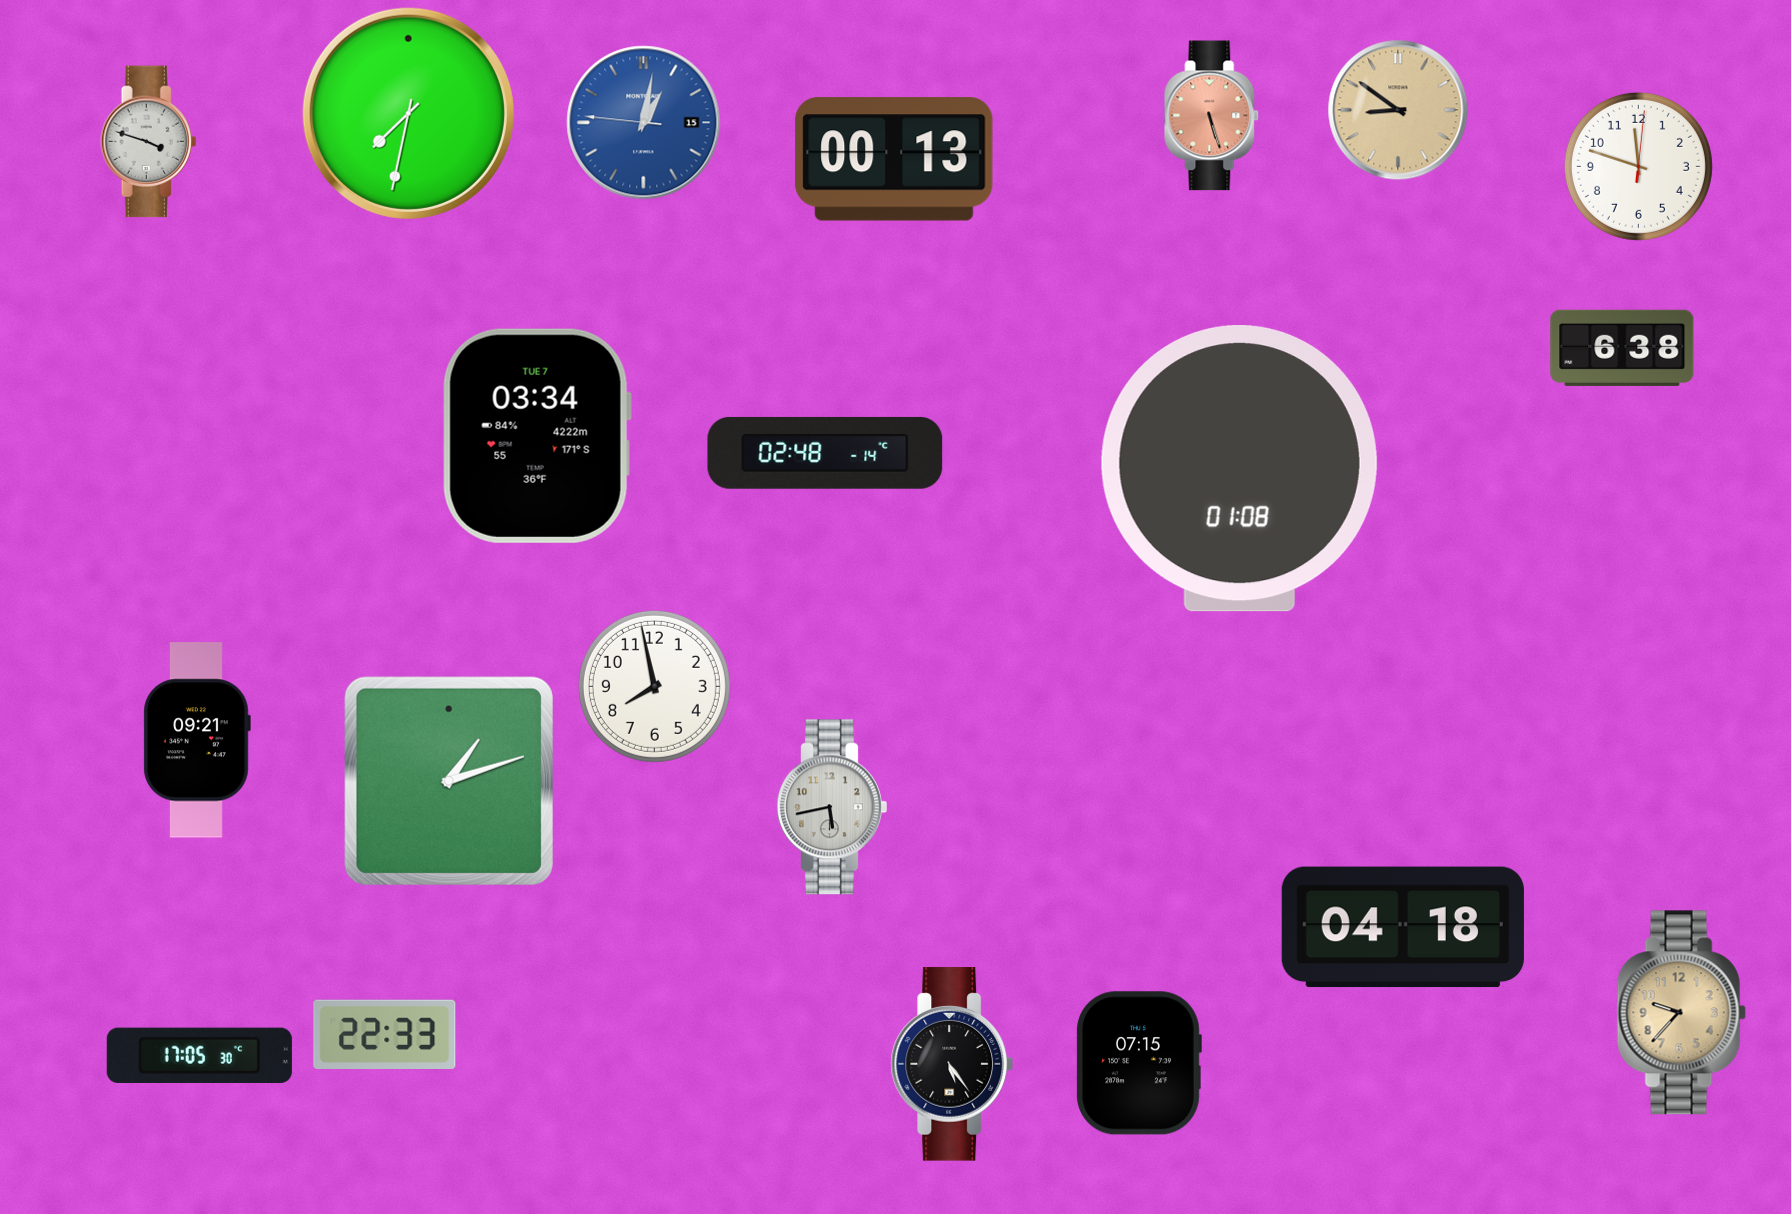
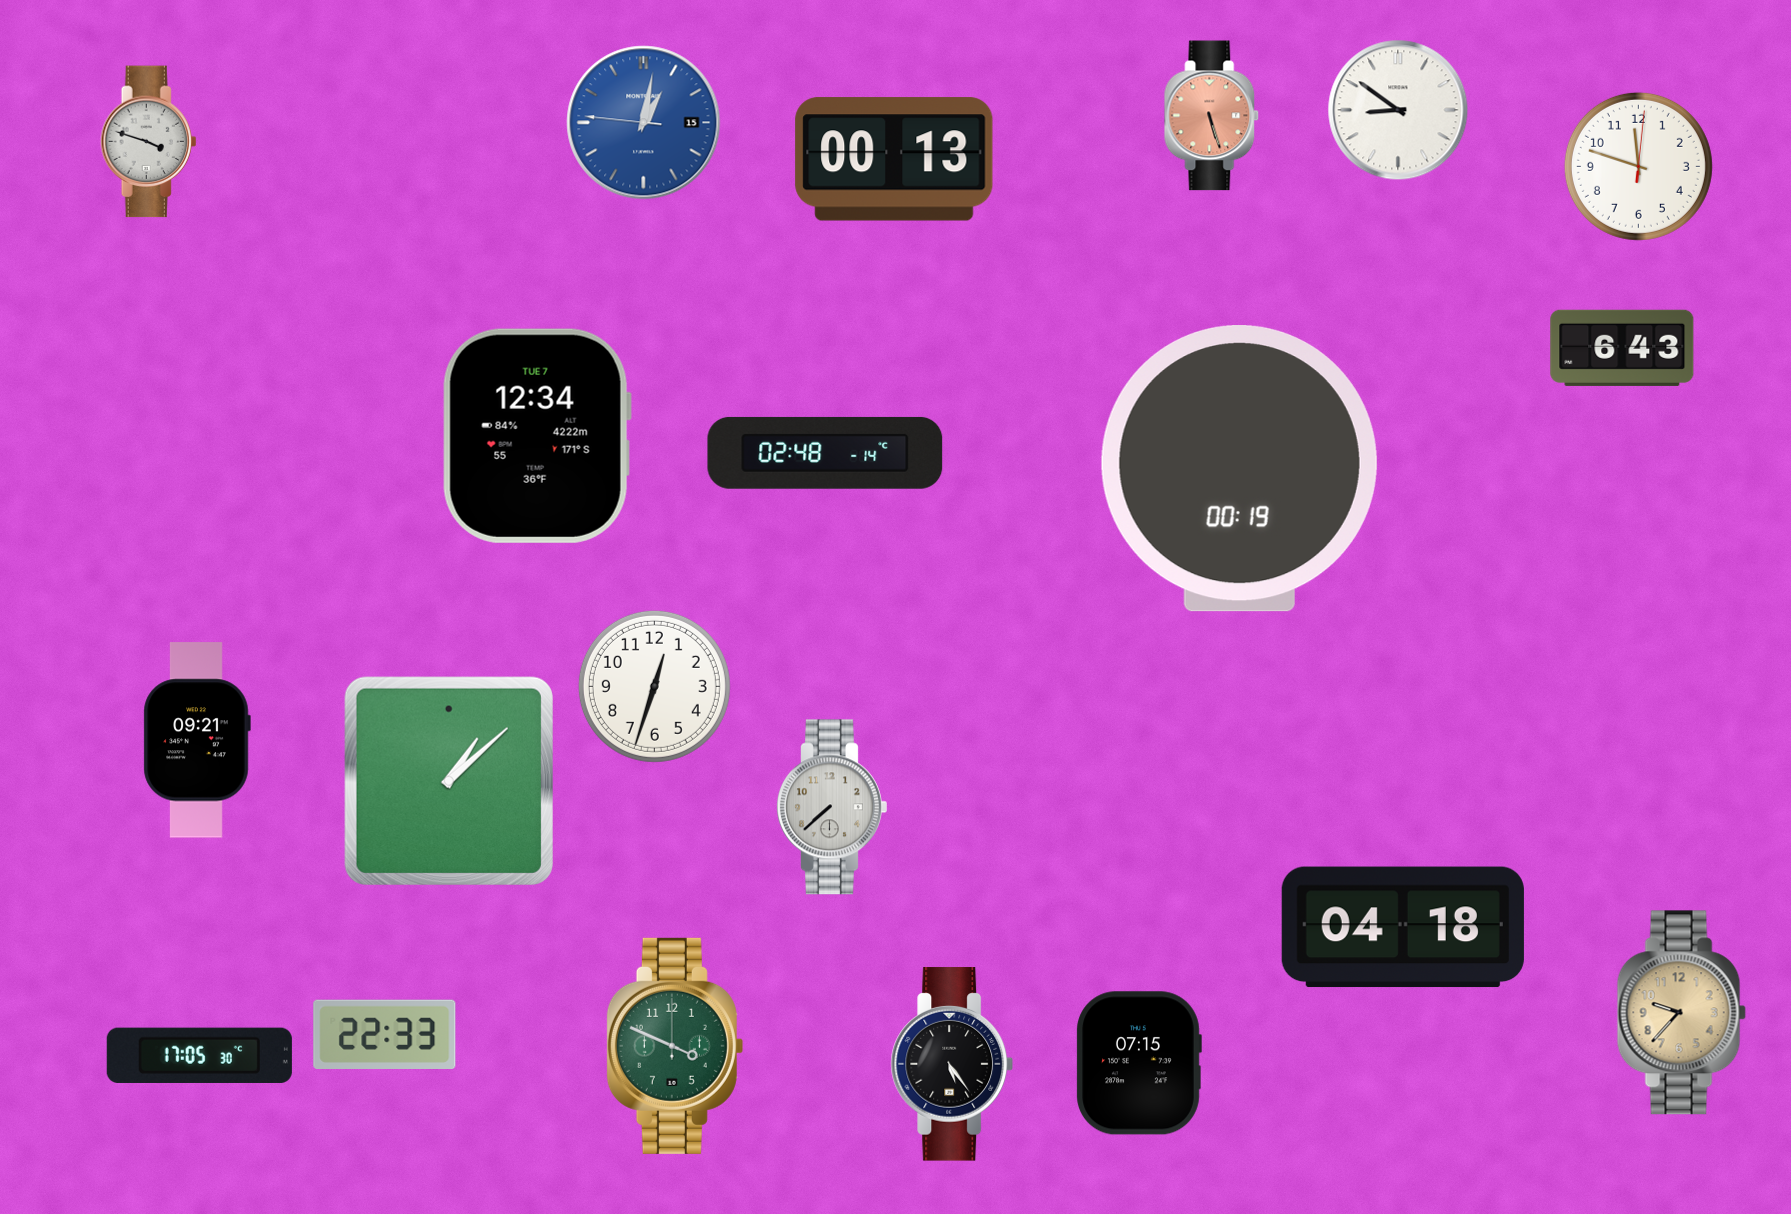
clock at (1398, 110) dial: champagne -> white
clock at (408, 113): 7:32 -> none
clock at (1622, 348): 6:38 -> 6:43
clock at (537, 436): 03:34 -> 12:34
clock at (1239, 469): 01:08 -> 00:19
clock at (654, 686): 7:58 -> 12:33
clock at (449, 781): 1:12 -> 1:08
clock at (831, 807): 5:43 -> 7:38
clock at (675, 1046): none -> 3:49
